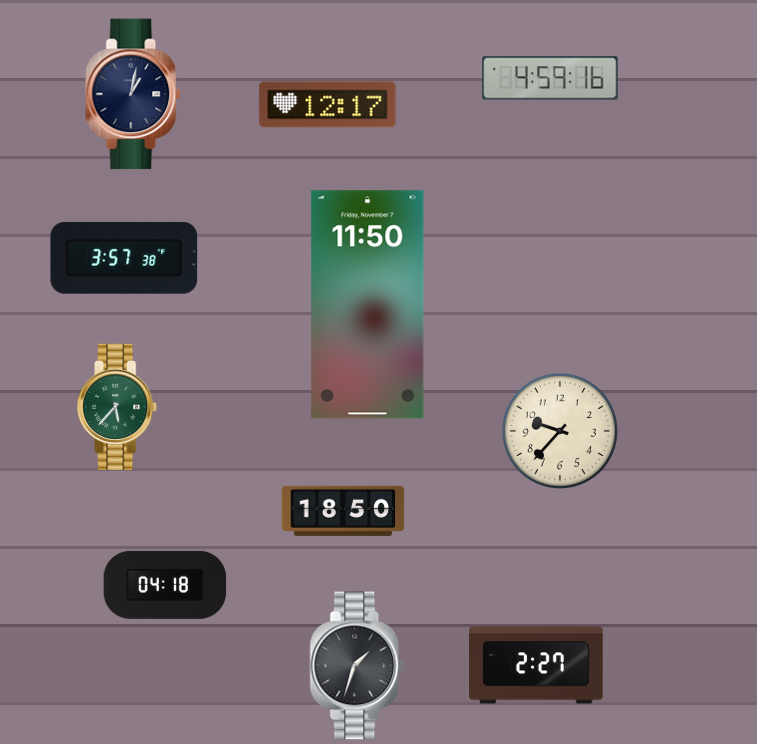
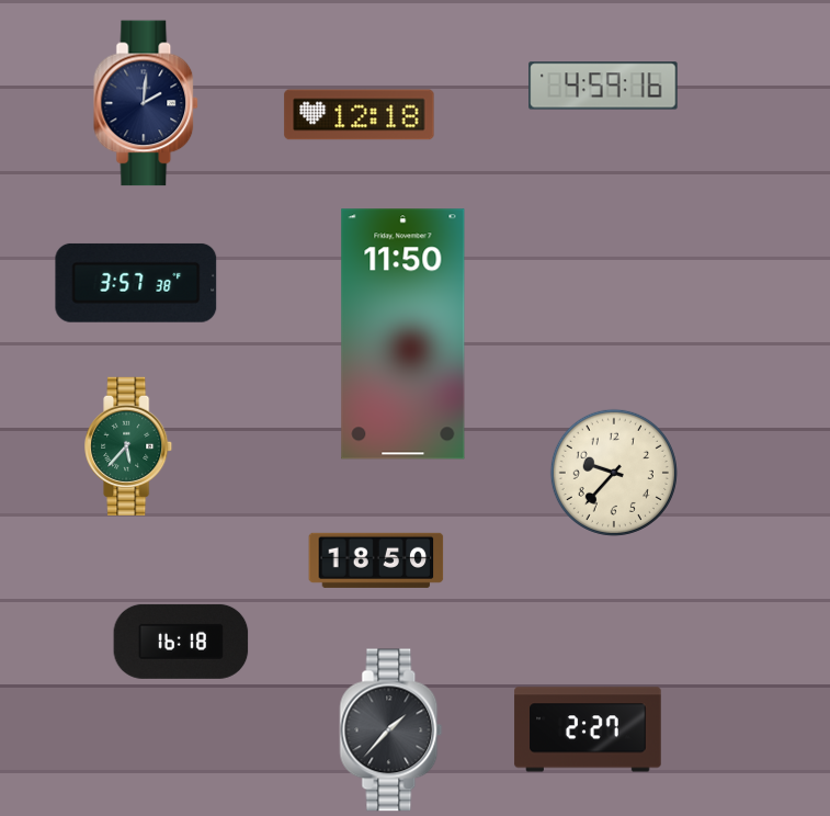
clock at (134, 94): 1:02 -> 2:01
clock at (328, 105): 12:17 -> 12:18
clock at (165, 585): 04:18 -> 16:18
clock at (357, 666): 1:33 -> 1:37
